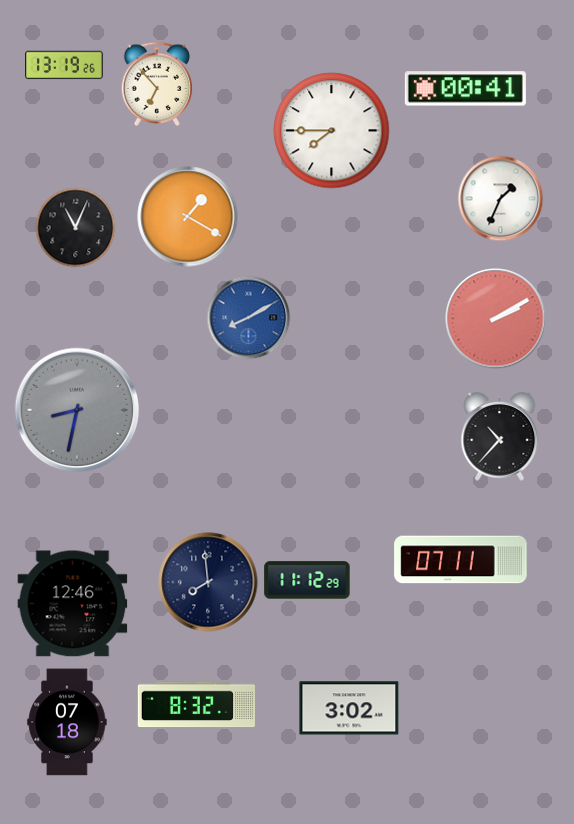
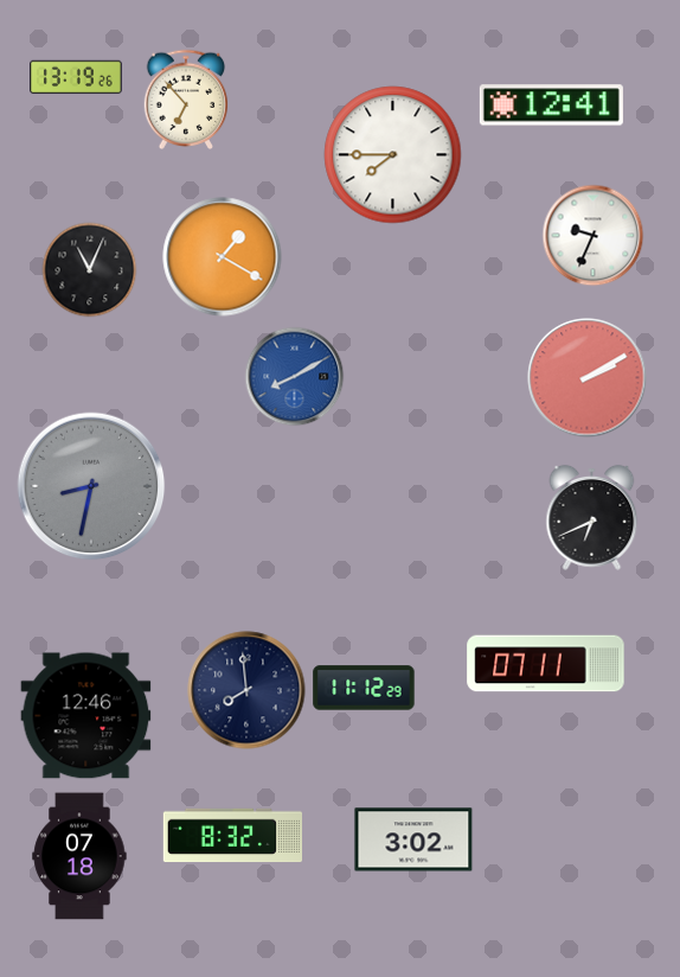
clock at (465, 89): 00:41 -> 12:41
clock at (500, 198): 1:34 -> 9:34
clock at (500, 436): 10:37 -> 6:41
